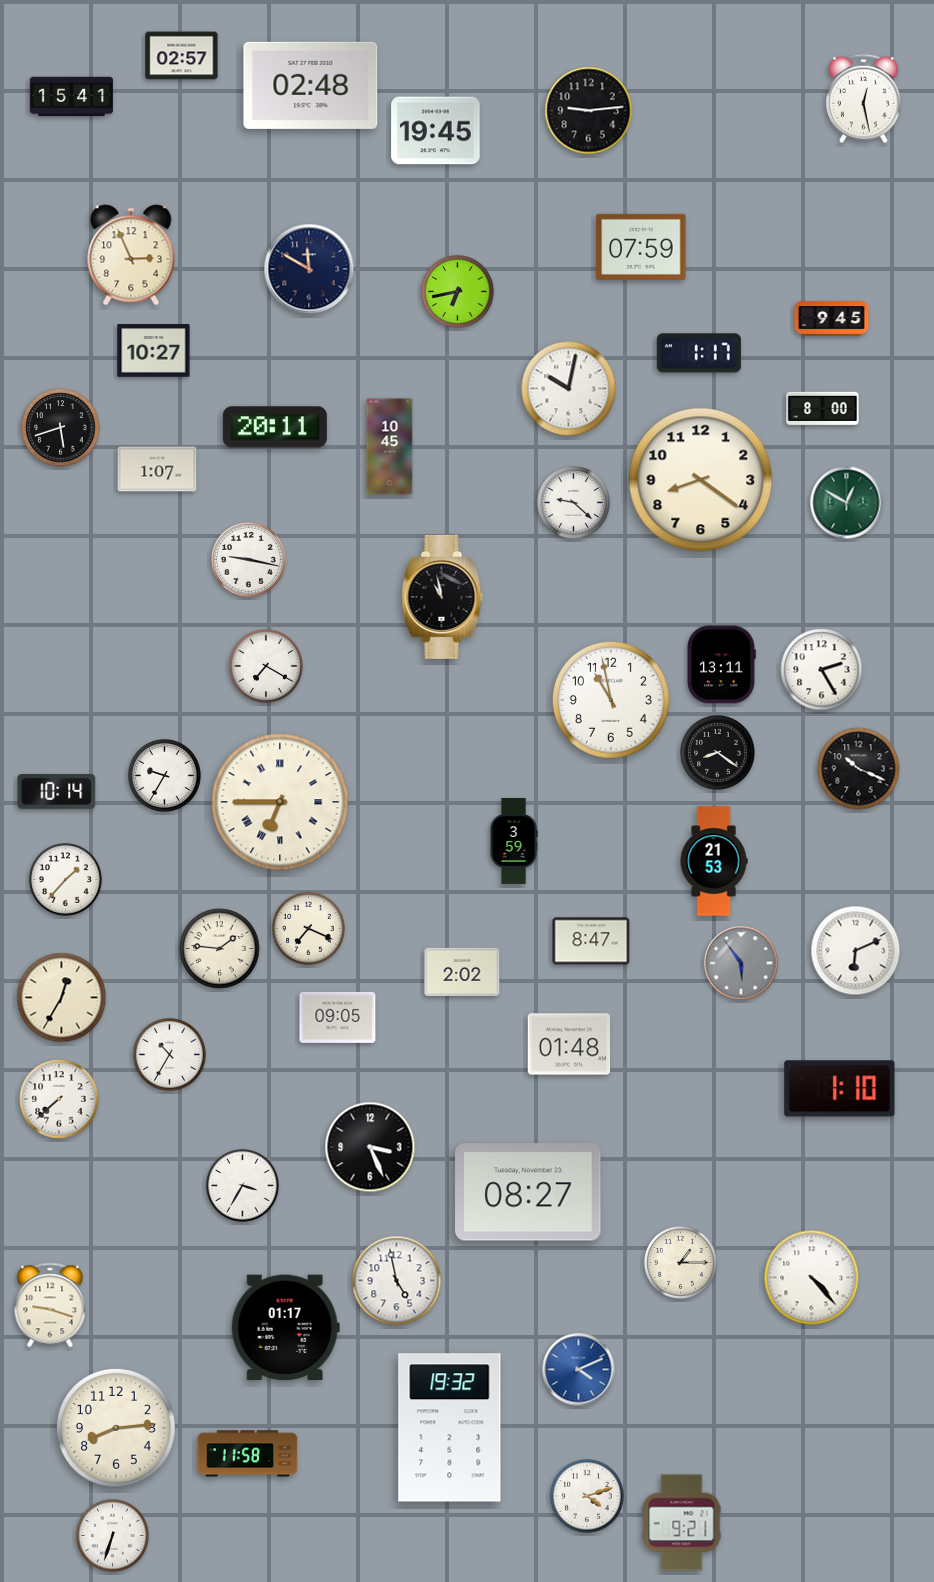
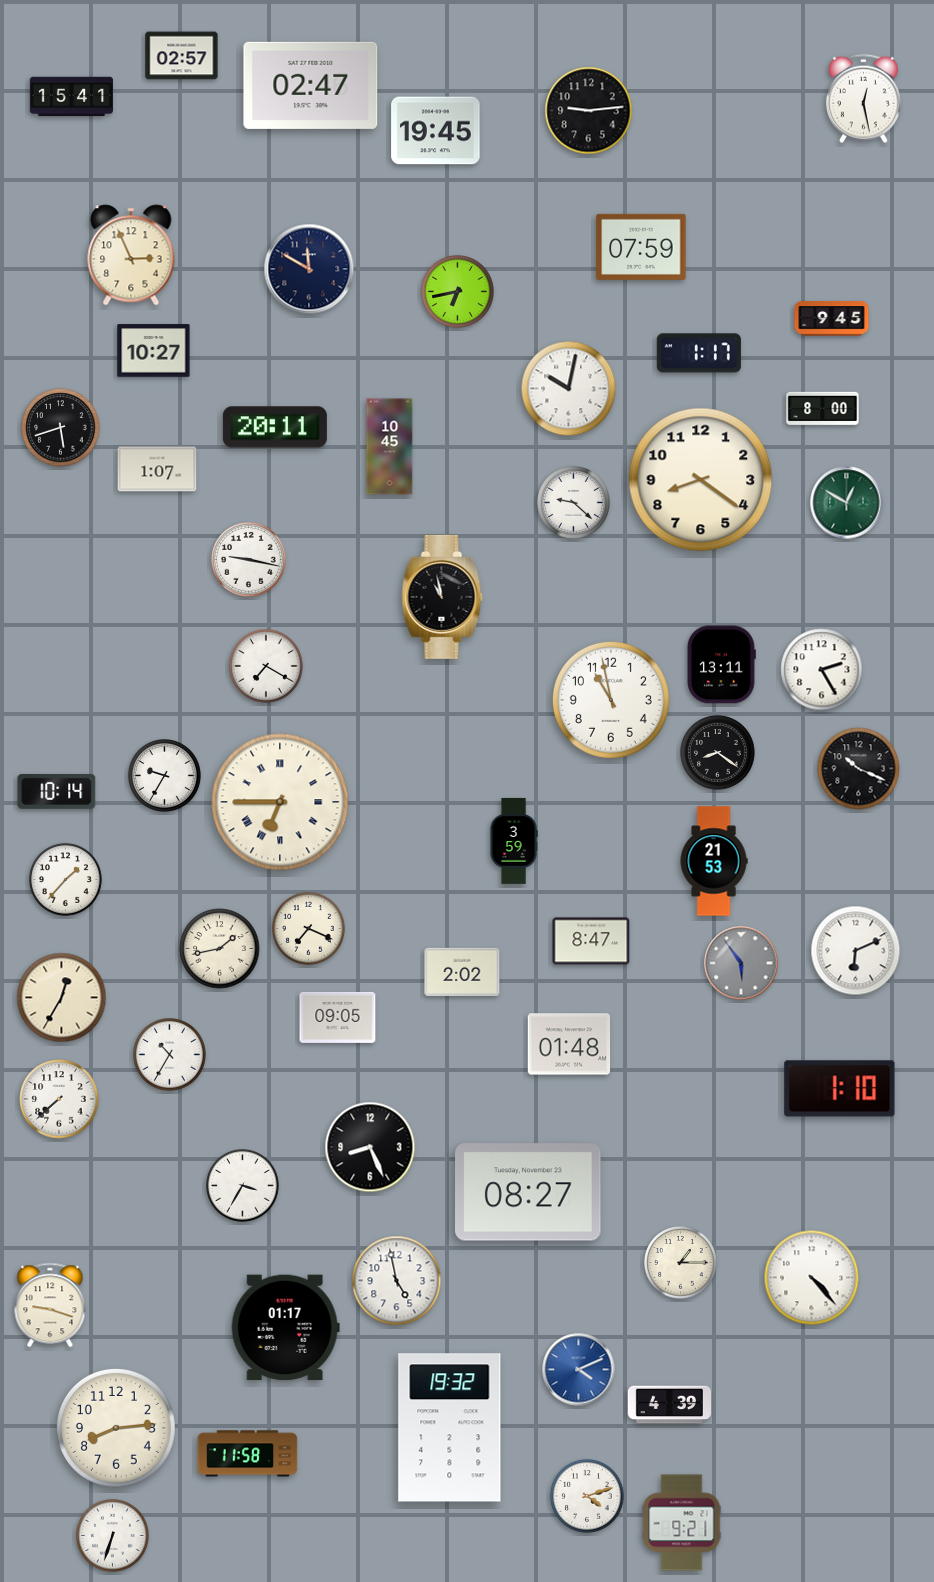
clock at (311, 85): 02:48 -> 02:47
clock at (220, 949): 1:46 -> 1:43
clock at (370, 1147): 3:26 -> 8:26
clock at (669, 1405): none -> 4:39
